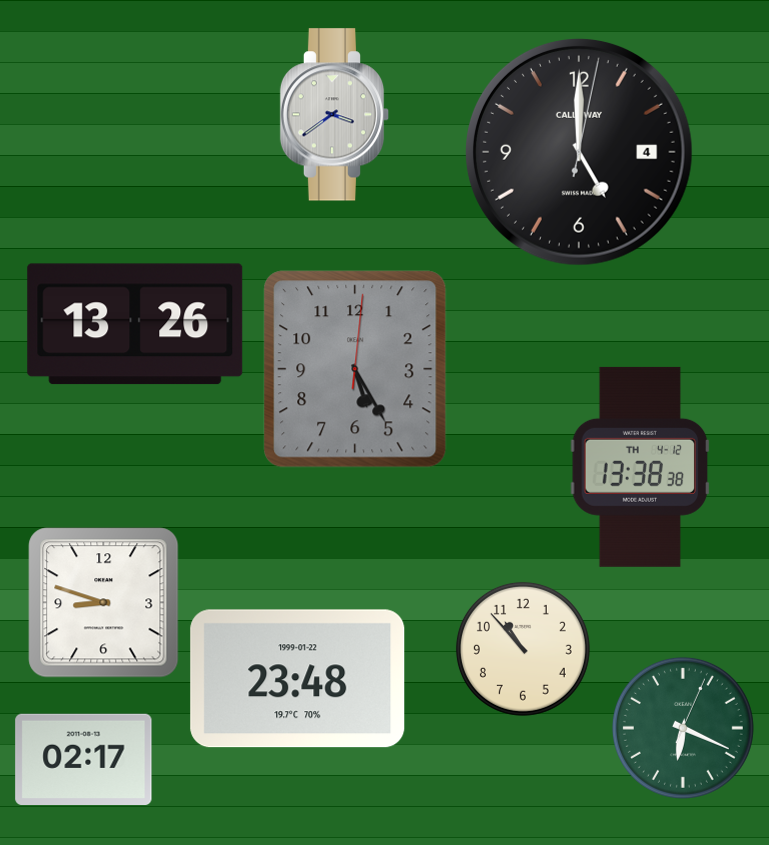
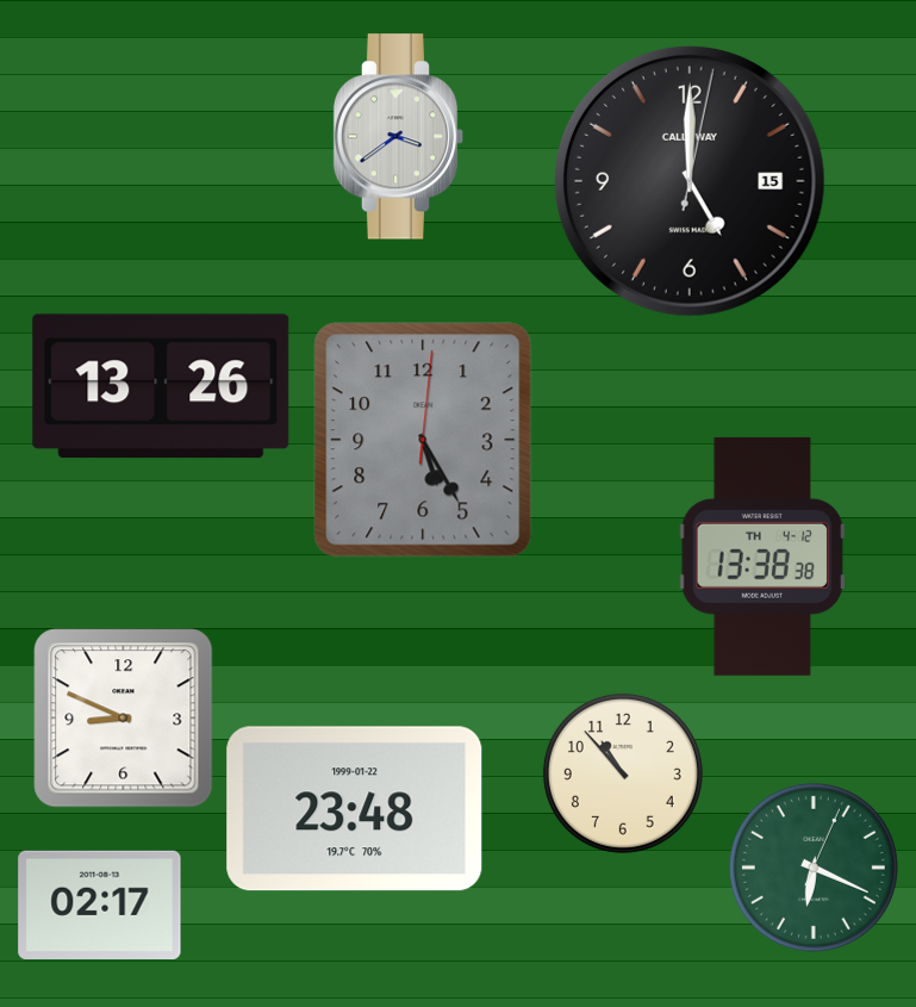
clock at (579, 152) date: 4 -> 15
clock at (104, 603): 8:48 -> 8:49
